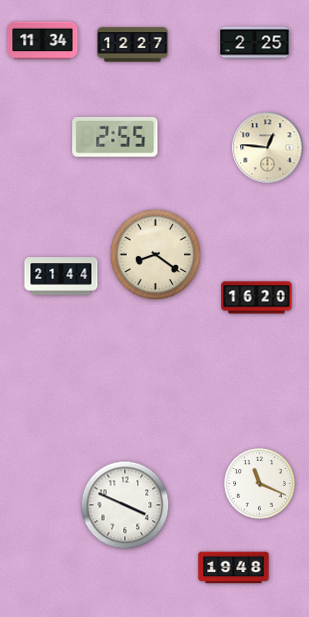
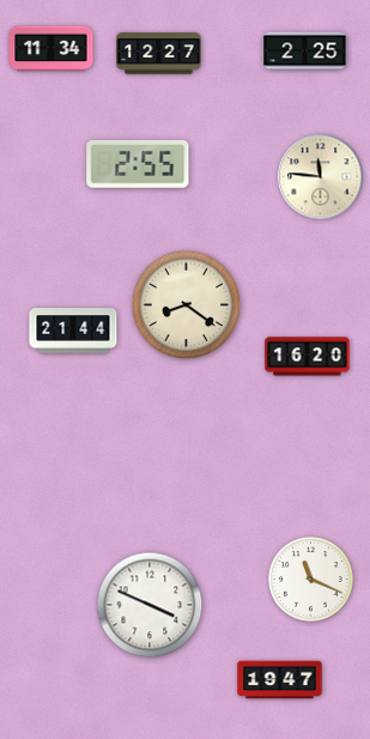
clock at (268, 148): 12:46 -> 11:46
clock at (234, 568): 19:48 -> 19:47
